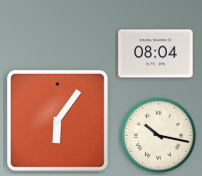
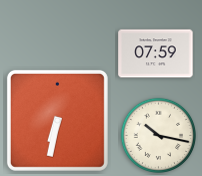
clock at (156, 54): 08:04 -> 07:59
clock at (57, 120): 6:06 -> 6:32
